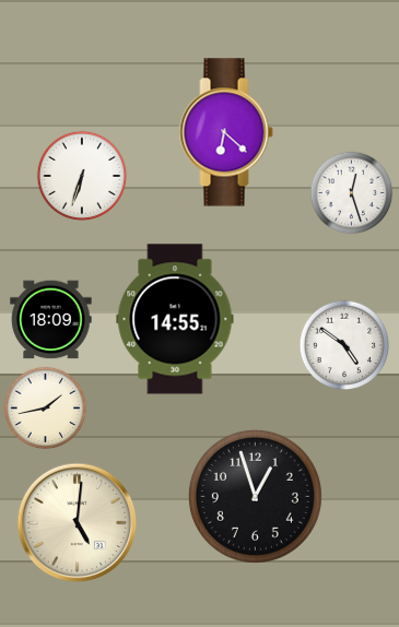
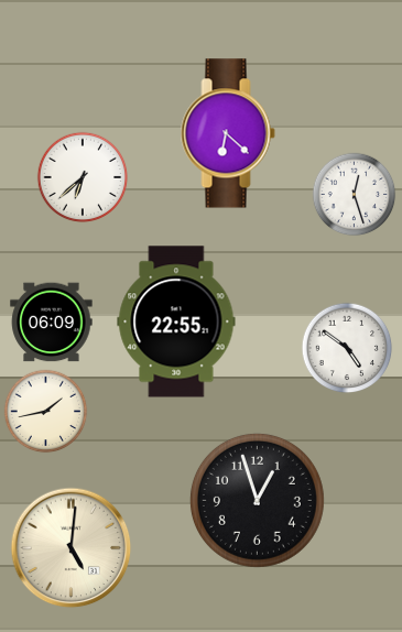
clock at (82, 176): 6:33 -> 6:38
clock at (175, 319): 14:55 -> 22:55
clock at (51, 320): 18:09 -> 06:09
clock at (78, 523) position: (78, 523) -> (72, 548)
